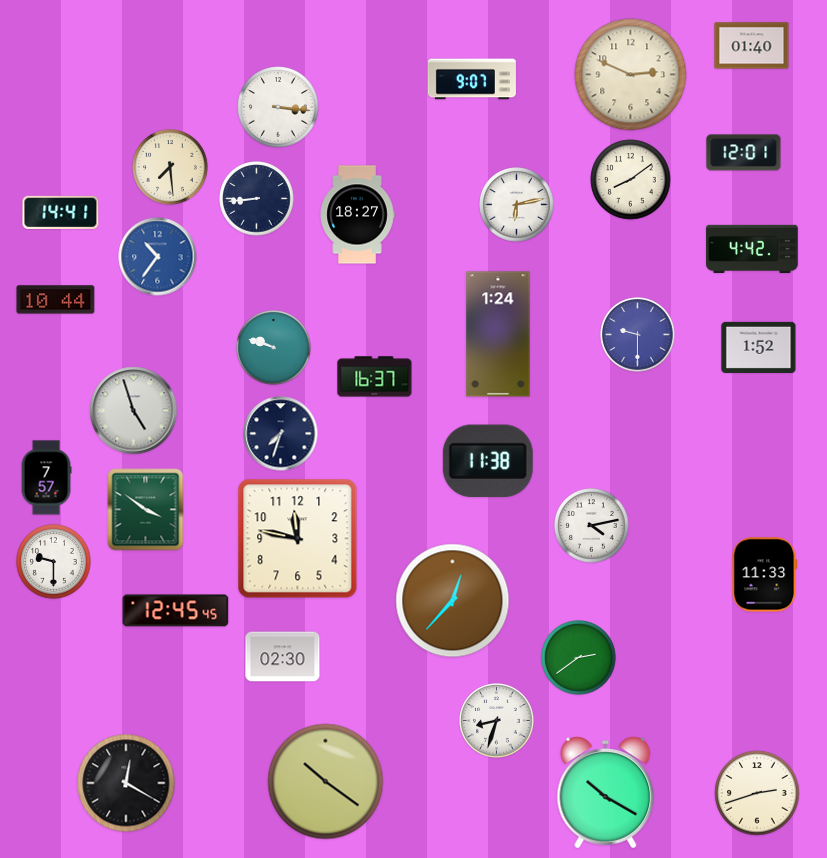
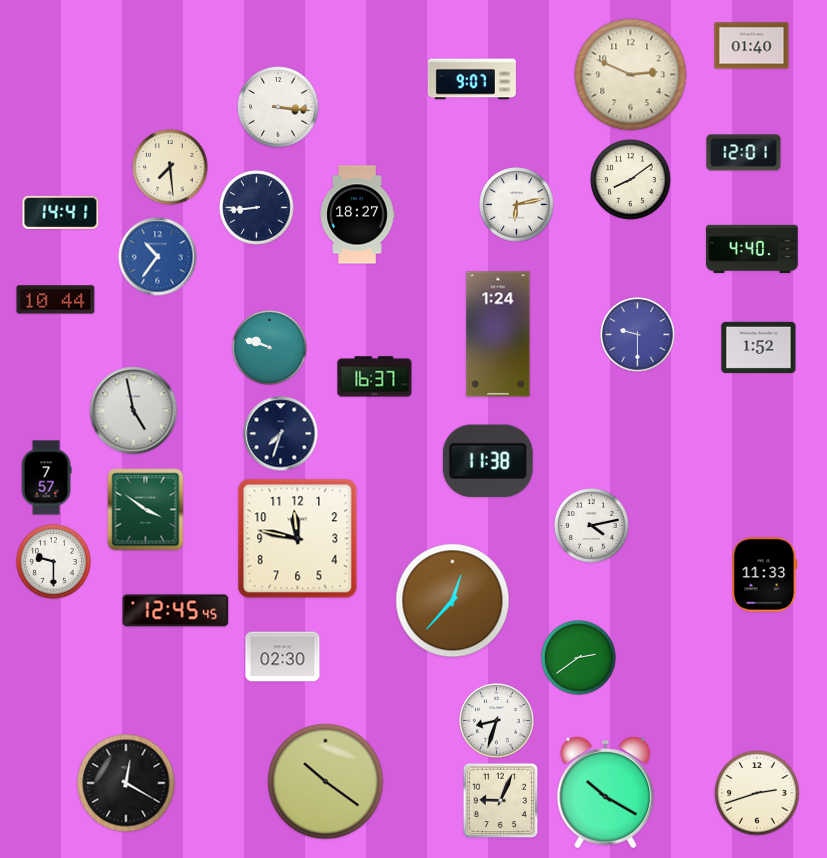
clock at (257, 199) position: (257, 199) -> (257, 208)
clock at (752, 248): 4:42 -> 4:40
clock at (274, 348) position: (274, 348) -> (270, 348)
clock at (134, 411): 4:57 -> 4:58
clock at (501, 801): none -> 9:04
